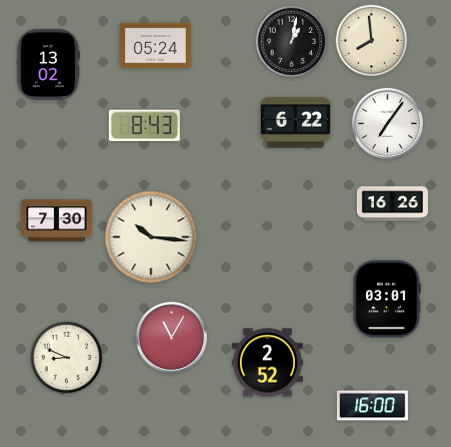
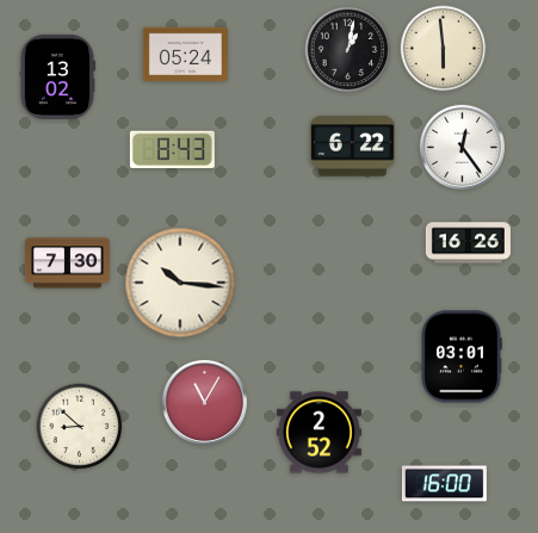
clock at (372, 41): 7:59 -> 5:59
clock at (387, 123): 7:06 -> 12:24
clock at (67, 358): 8:49 -> 8:52
